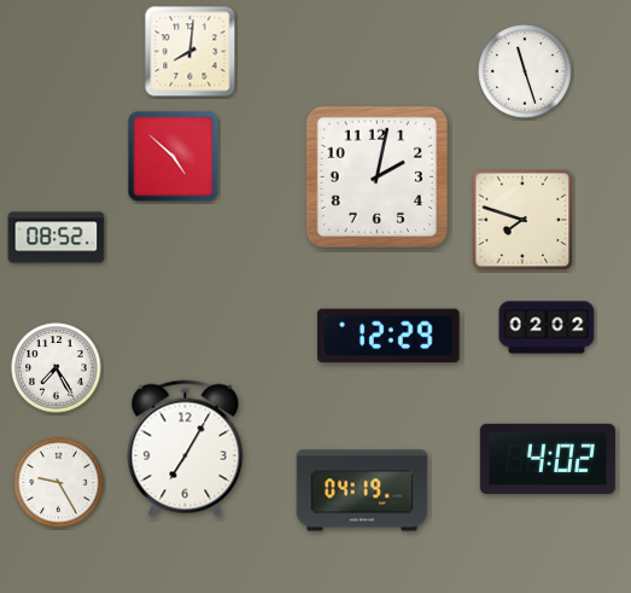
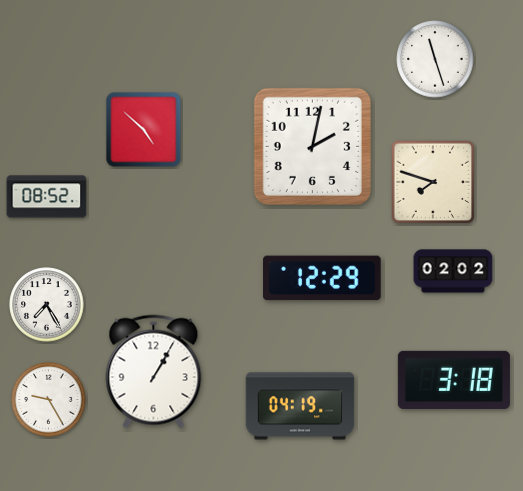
clock at (191, 52): 8:01 -> none
clock at (186, 449): 7:05 -> 1:05
clock at (548, 459): 4:02 -> 3:18
